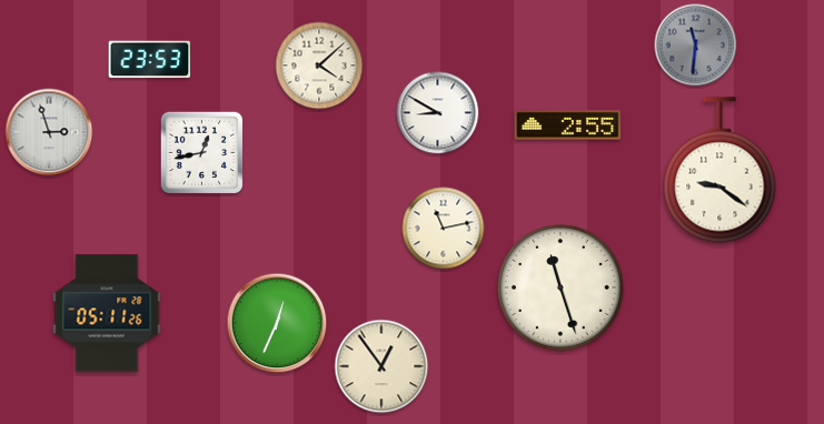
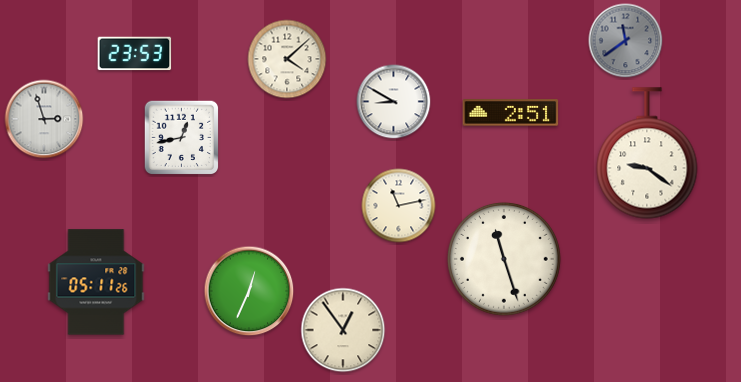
clock at (696, 46): 11:31 -> 11:39
clock at (568, 125): 2:55 -> 2:51
